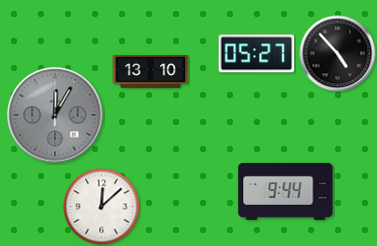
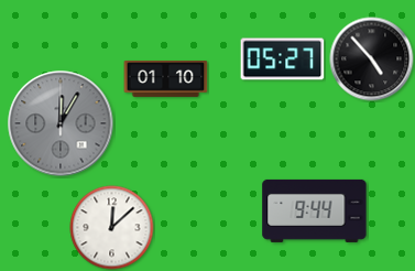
clock at (151, 71): 13:10 -> 01:10
clock at (55, 115) position: (55, 115) -> (61, 123)
